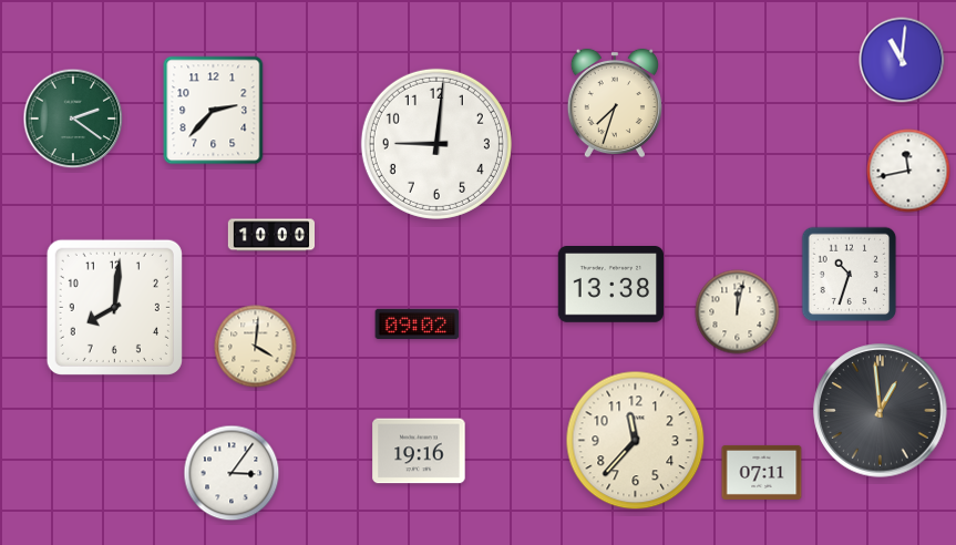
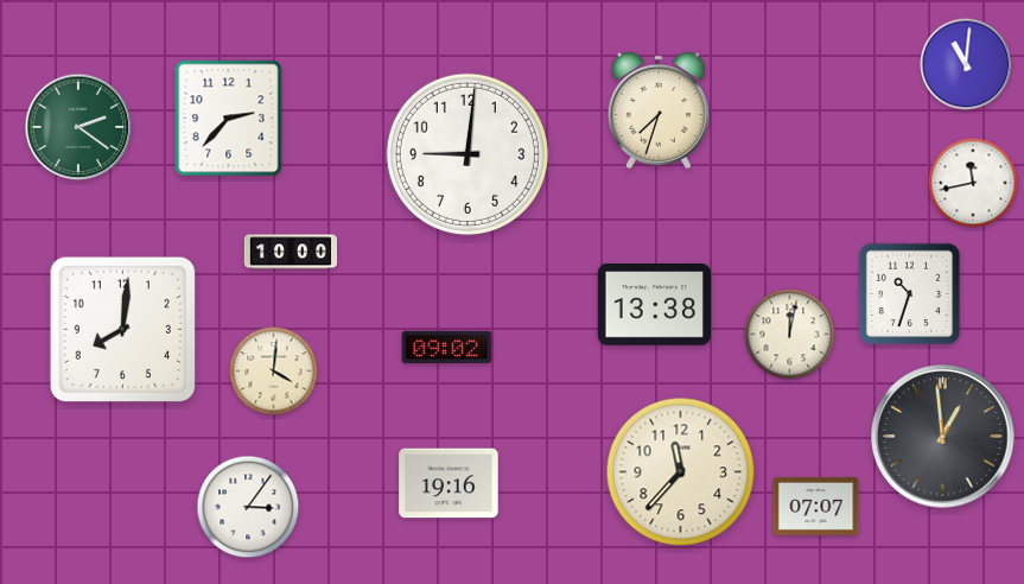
clock at (881, 411) position: (881, 411) -> (943, 437)
clock at (762, 472): 07:11 -> 07:07
